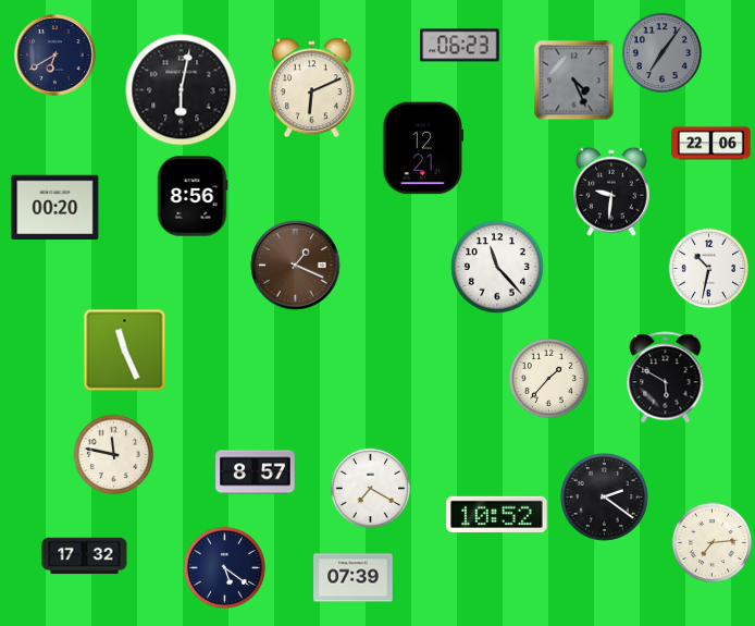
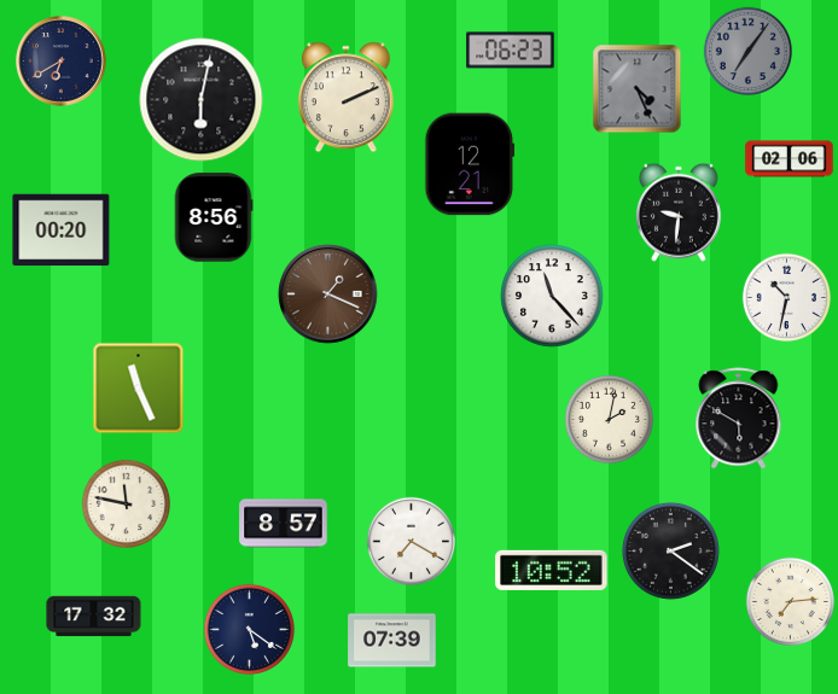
clock at (661, 52) position: (661, 52) -> (747, 51)
clock at (311, 88): 6:11 -> 2:11
clock at (711, 144): 22:06 -> 02:06
clock at (548, 378): 1:37 -> 2:02
